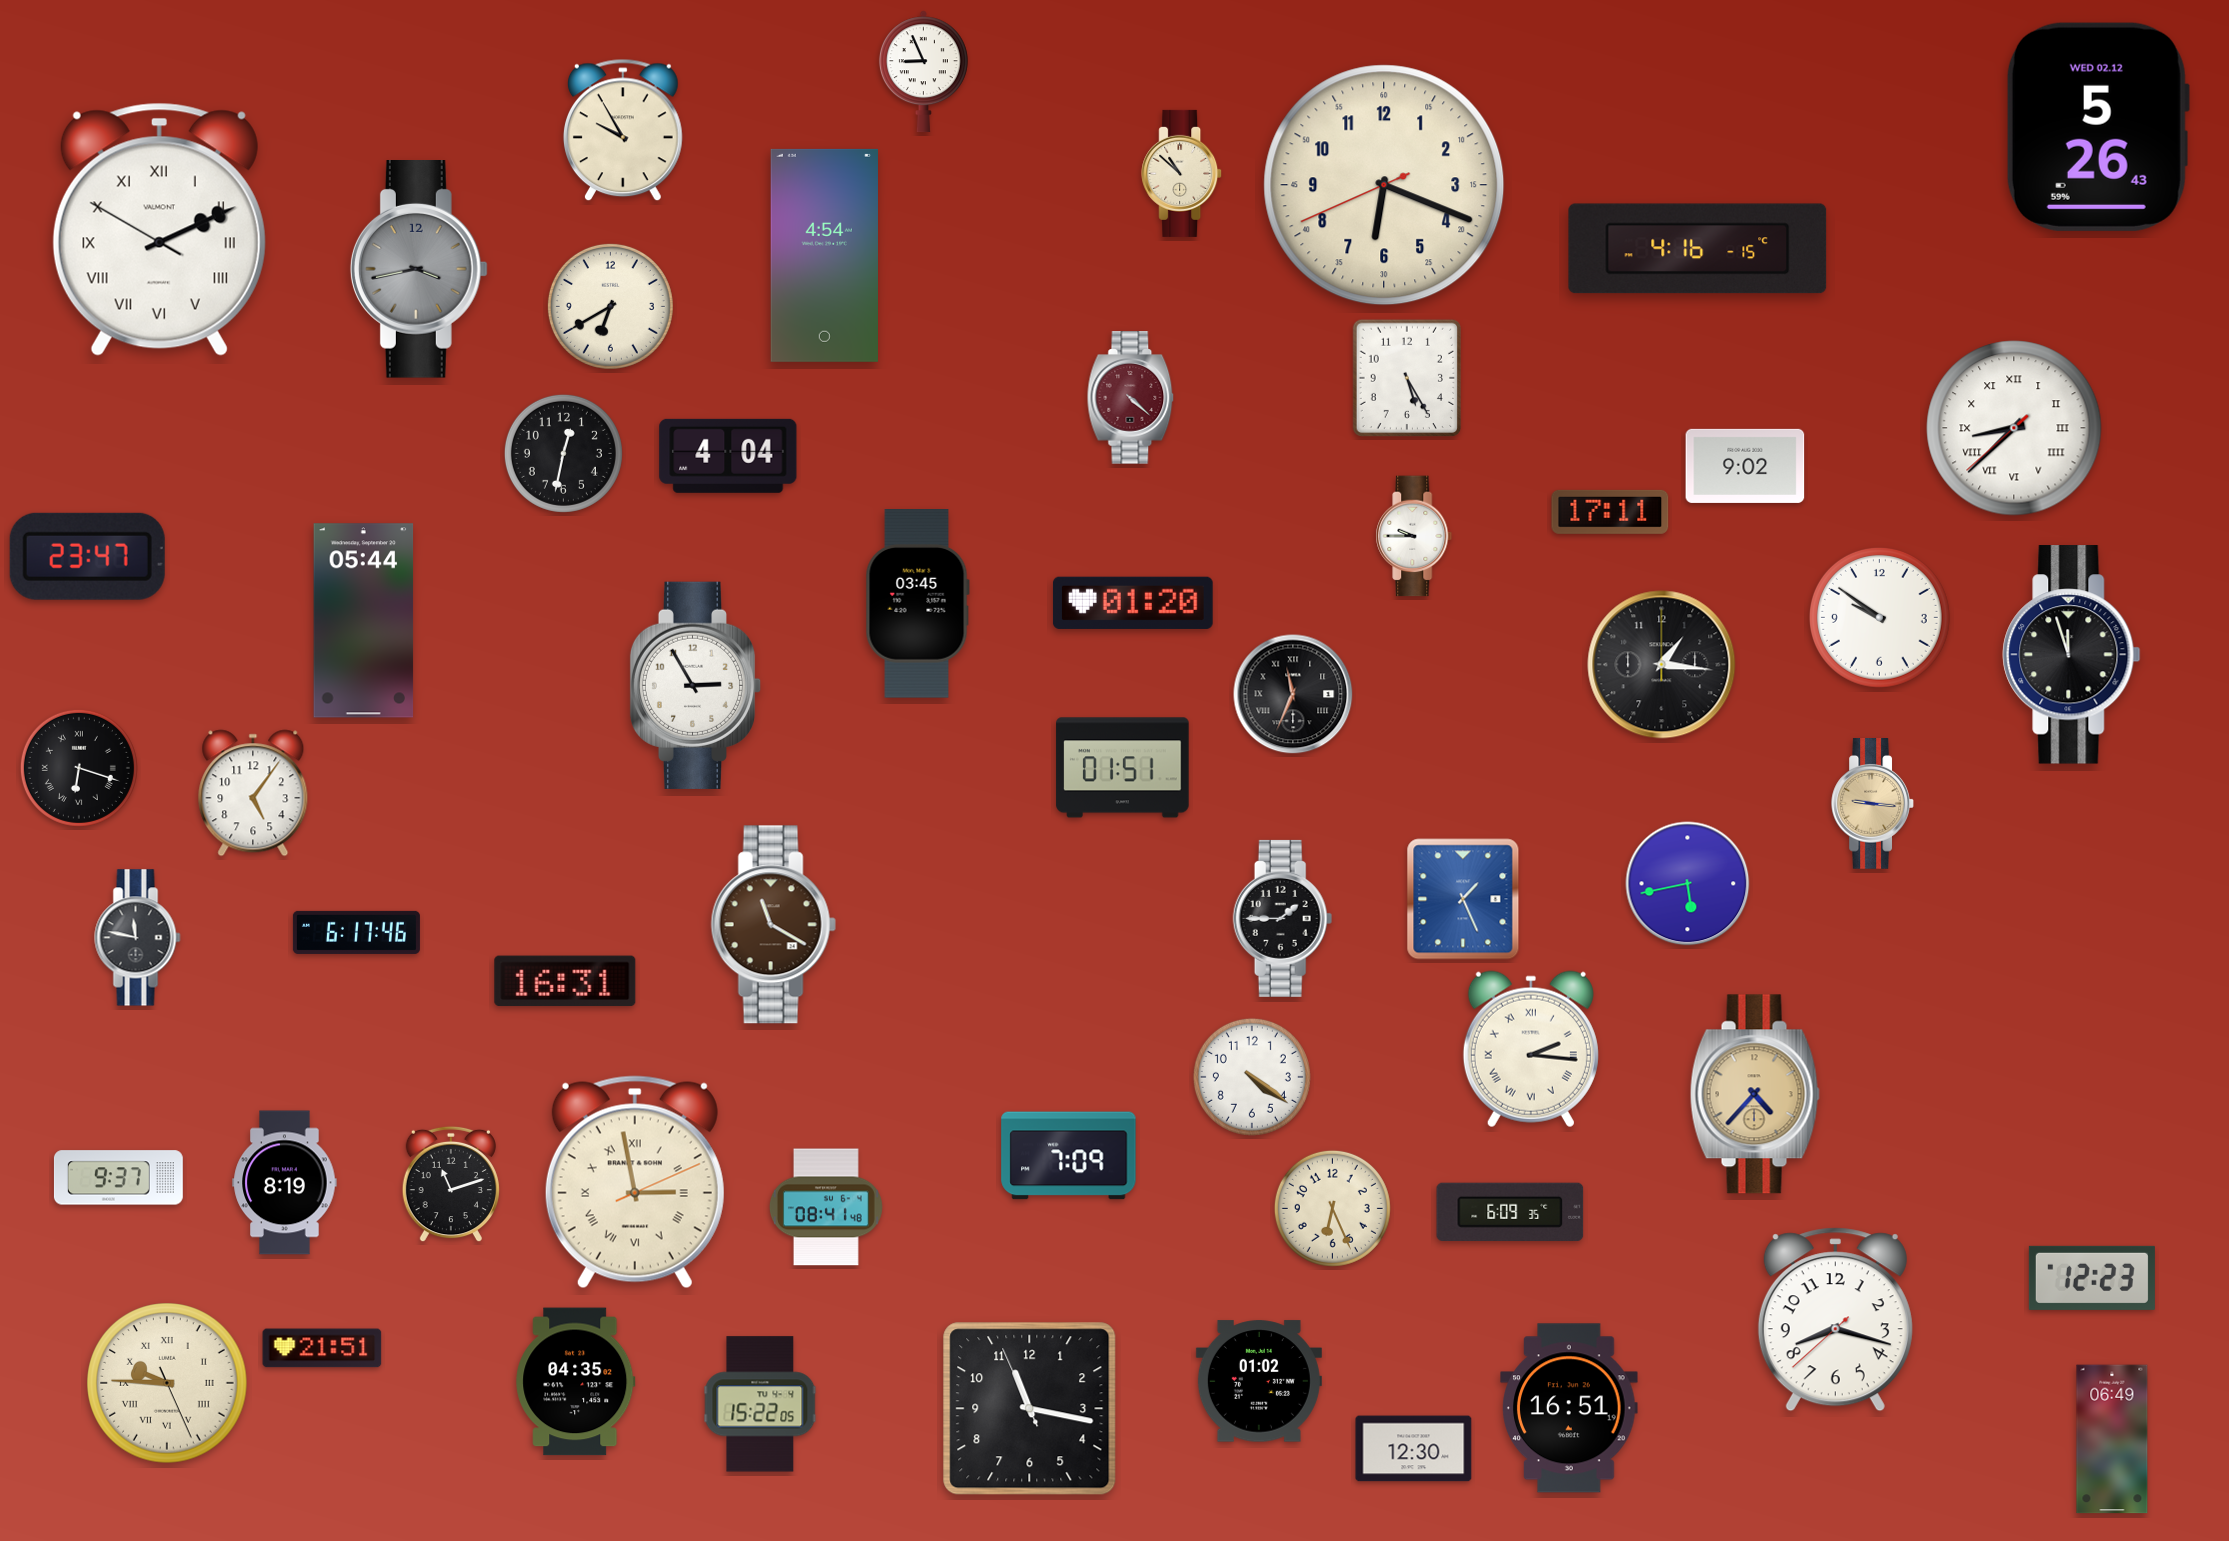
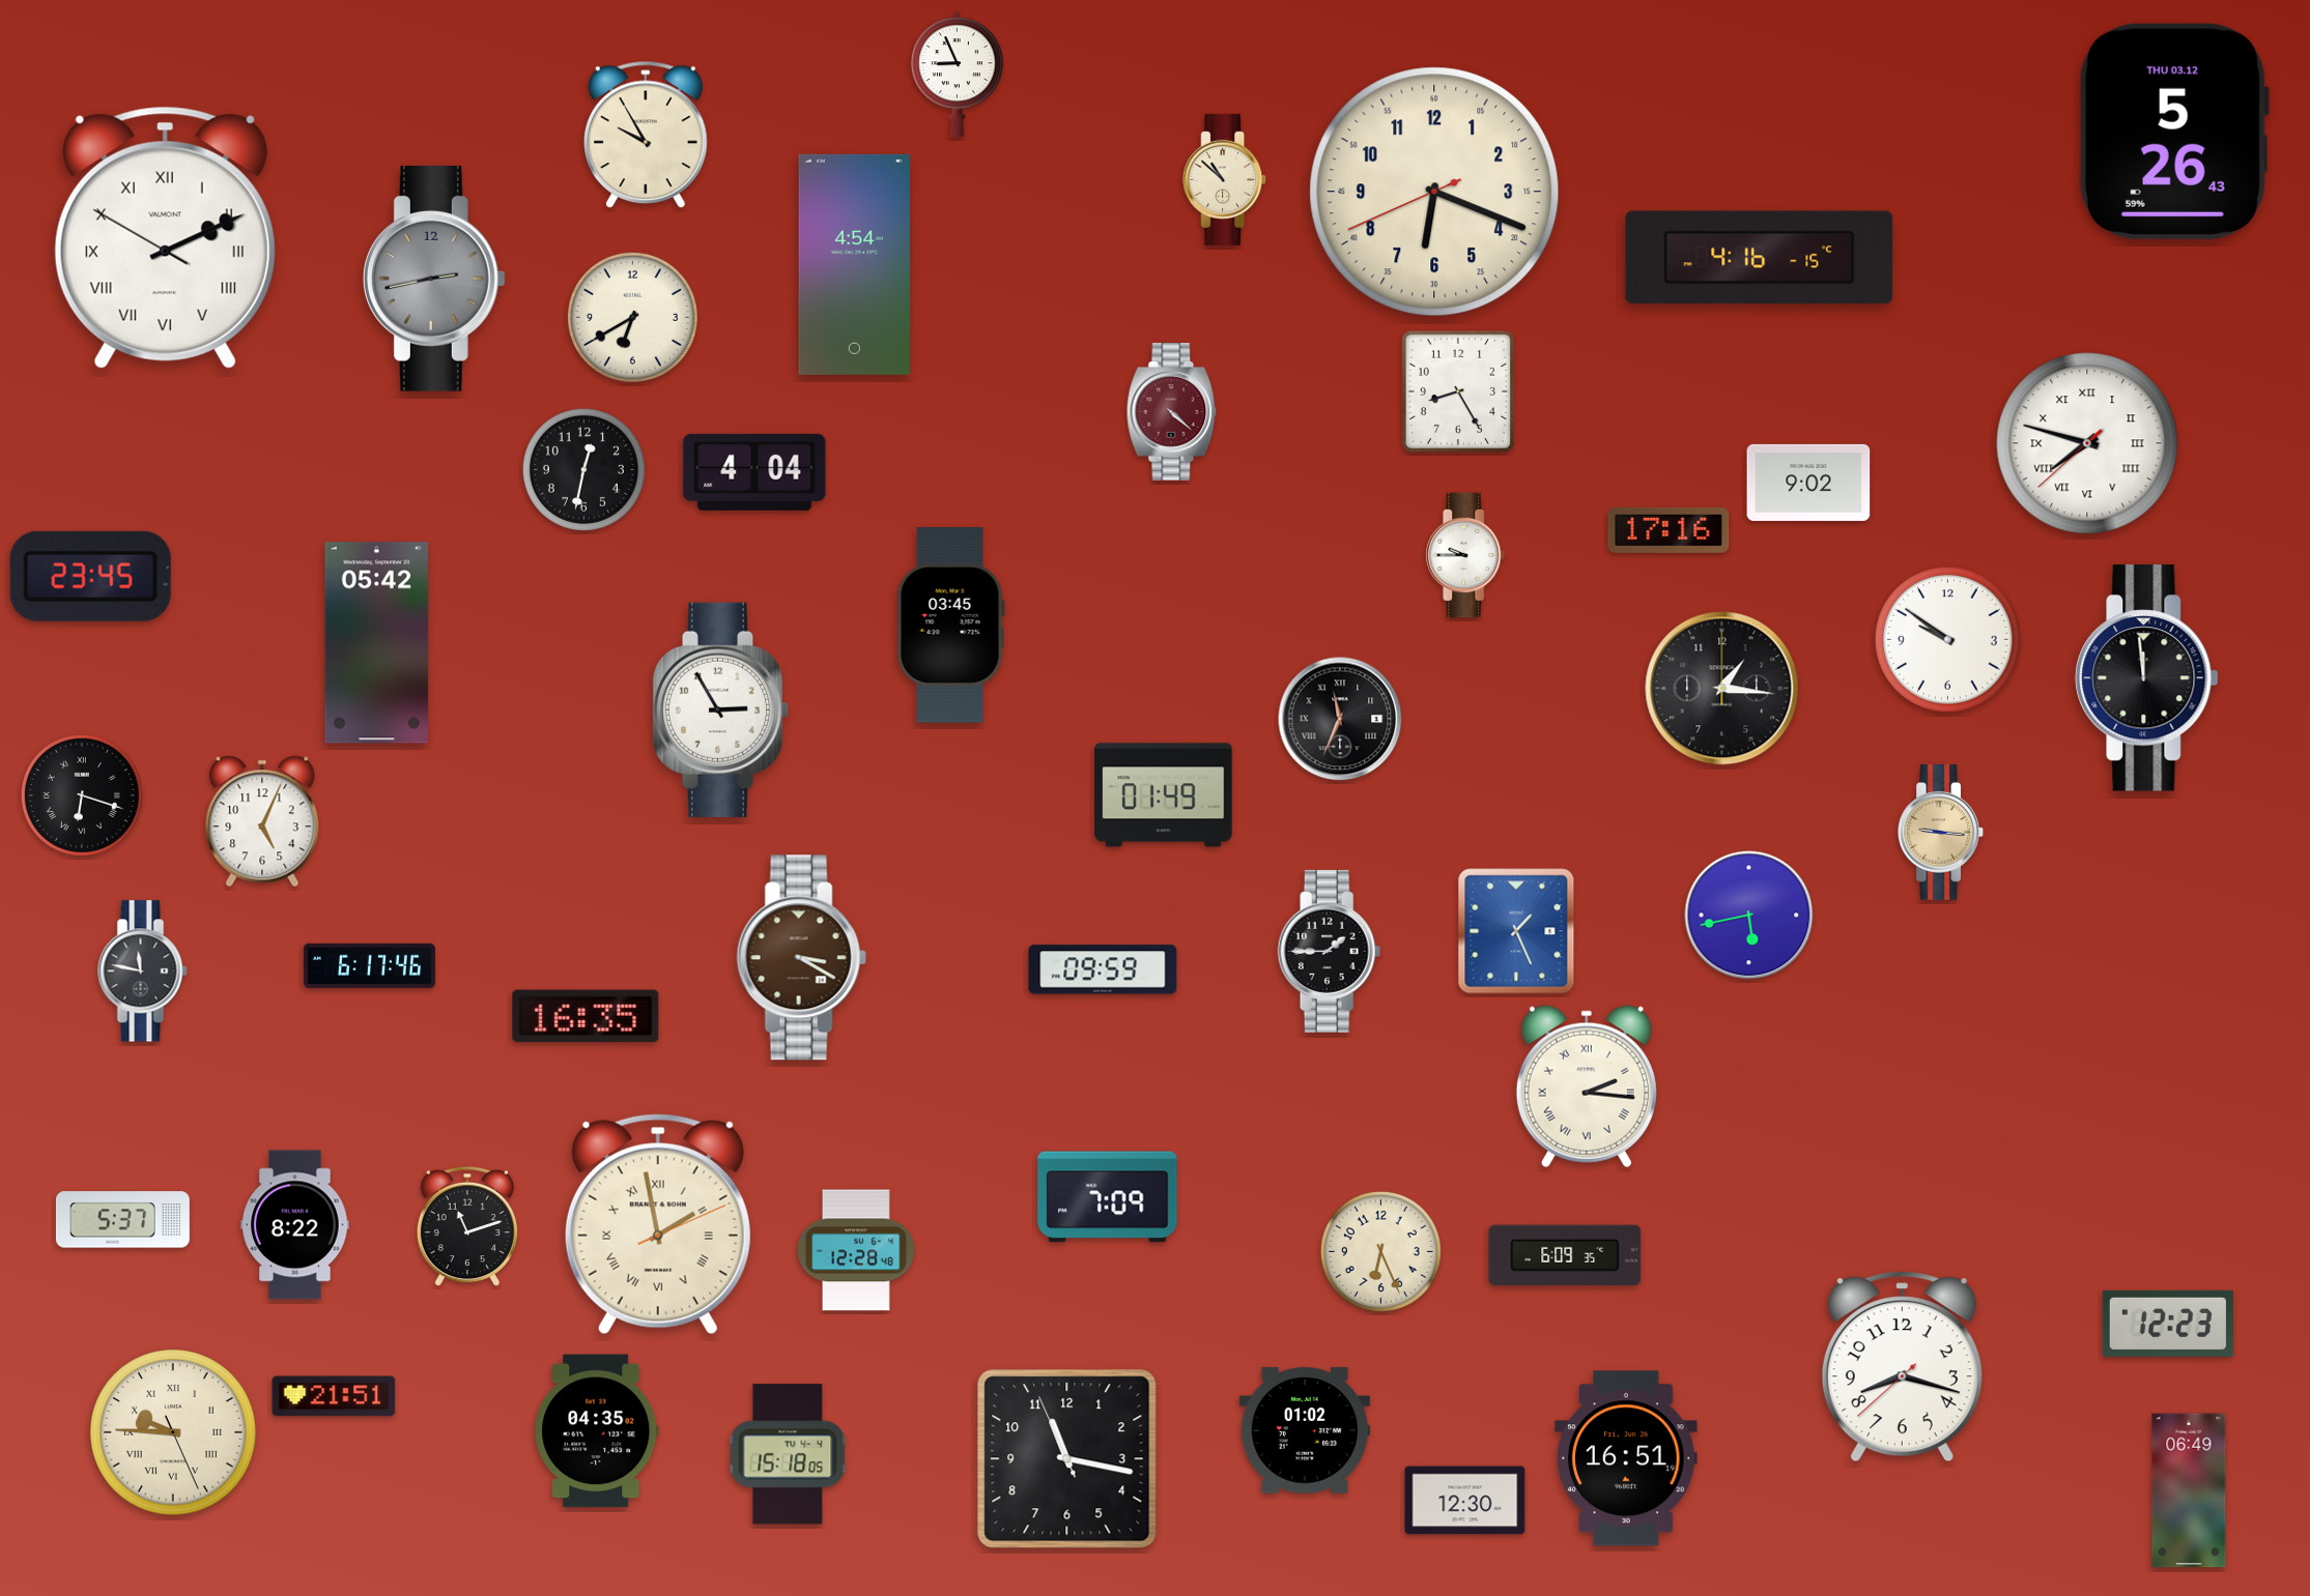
clock at (2098, 127) date: WED 02.12 -> THU 03.12
clock at (419, 270): 3:43 -> 2:43
clock at (1406, 377): 5:25 -> 8:25
clock at (2014, 428): 8:37 -> 7:47
clock at (1610, 512): 17:11 -> 17:16
clock at (87, 556): 23:47 -> 23:45
clock at (1133, 603): 01:20 -> none
clock at (364, 621): 05:44 -> 05:42
clock at (2072, 655): 11:57 -> 11:59
clock at (1123, 768): 01:51 -> 01:49
clock at (253, 793): 5:06 -> 5:04
clock at (773, 925): 11:20 -> 3:20
clock at (1103, 969): none -> 09:59
clock at (565, 981): 16:31 -> 16:35
clock at (1252, 1077): 4:21 -> none
clock at (1755, 1094): 4:37 -> none
clock at (118, 1178): 9:37 -> 5:37
clock at (635, 1182): 2:58 -> 1:58
clock at (285, 1183): 8:19 -> 8:22
clock at (826, 1207): 08:41 -> 12:28
clock at (760, 1404): 15:22 -> 15:18
